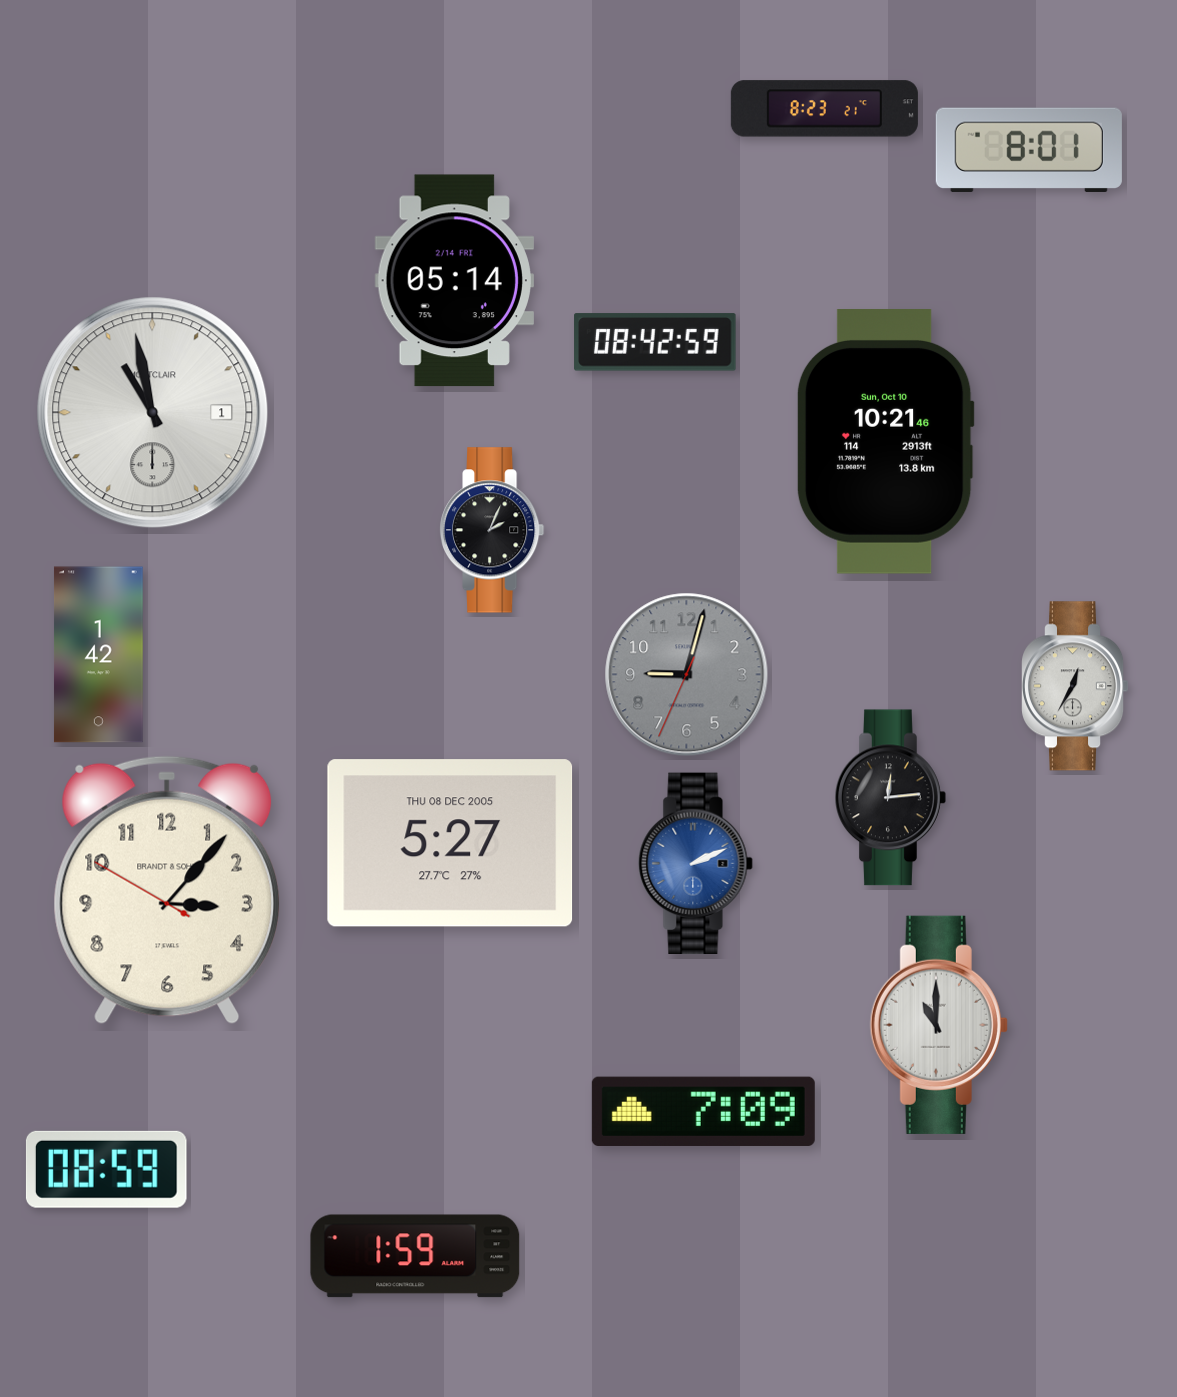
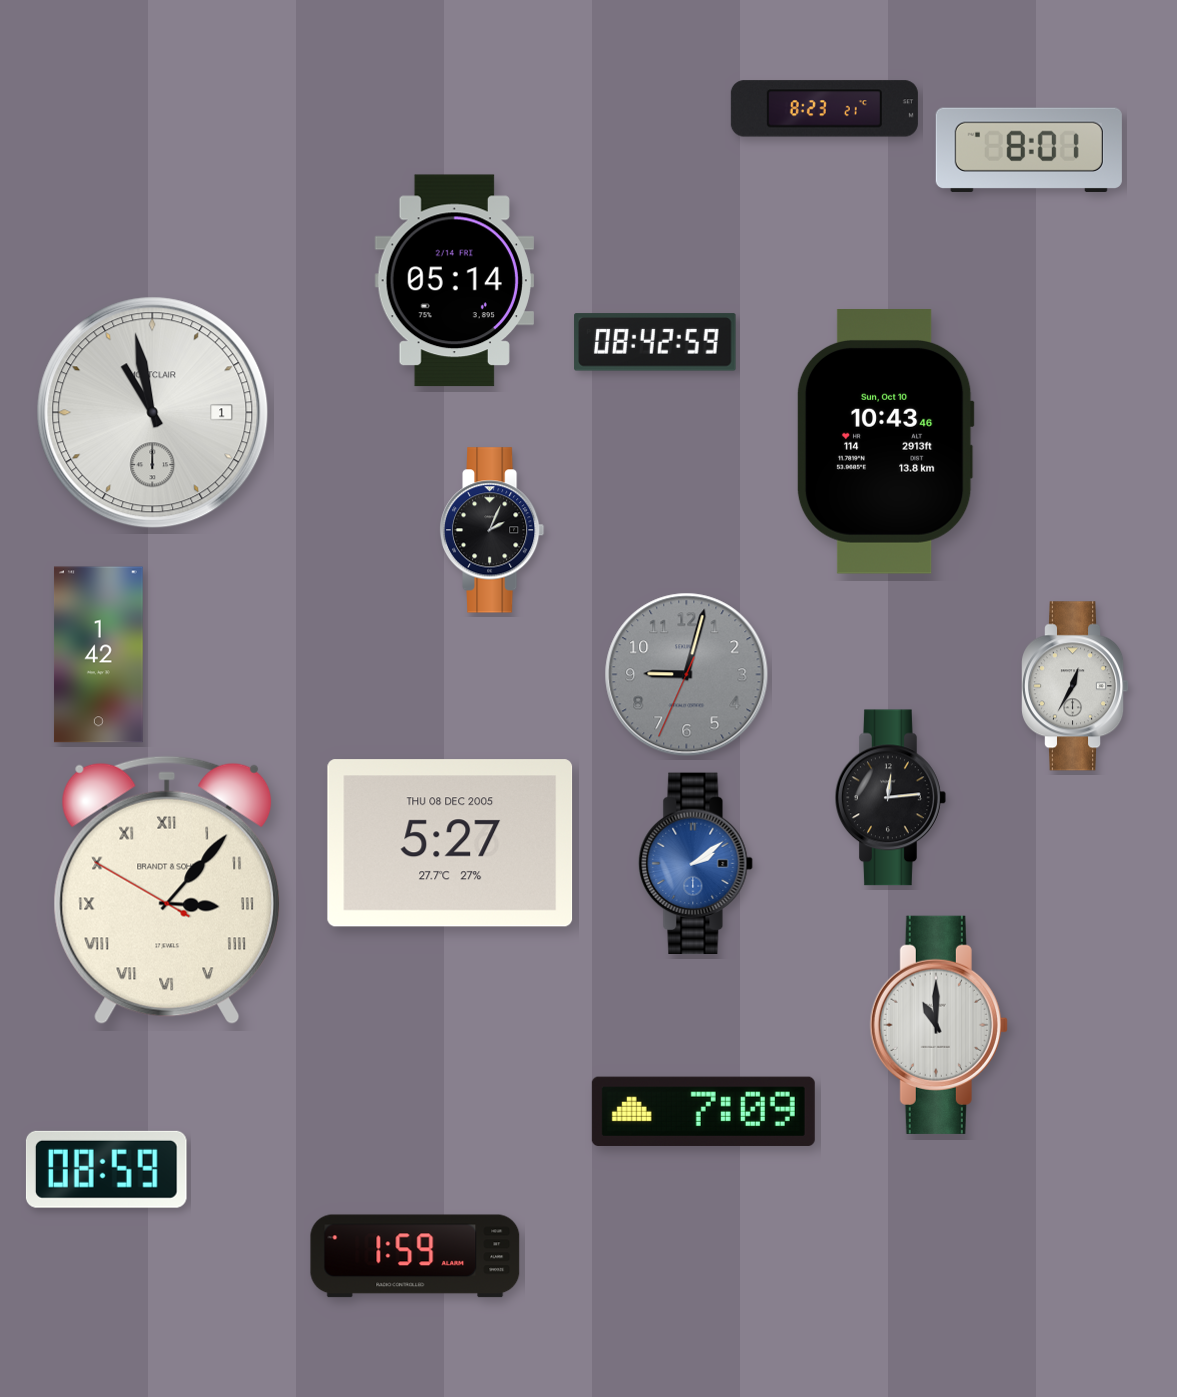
clock at (885, 442): 10:21 -> 10:43
clock at (696, 864): 2:11 -> 2:09
clock at (166, 890) numerals: Arabic -> Roman
